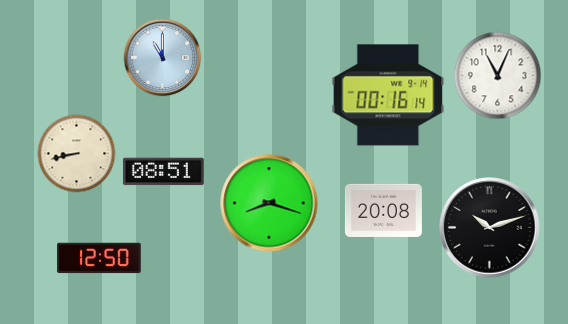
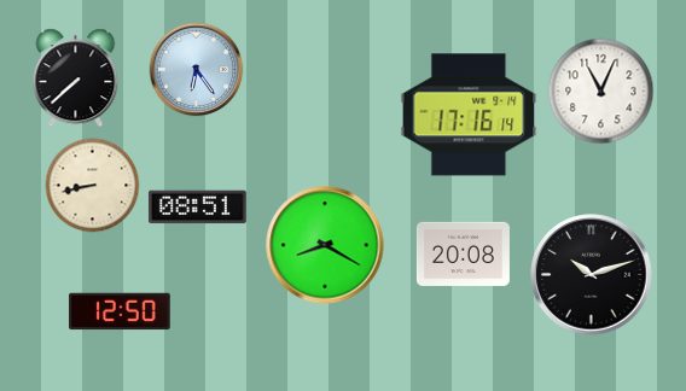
clock at (162, 57): 11:00 -> 6:24
clock at (76, 77): none -> 7:38
clock at (388, 95): 00:16 -> 17:16
clock at (269, 203): 8:18 -> 8:20
